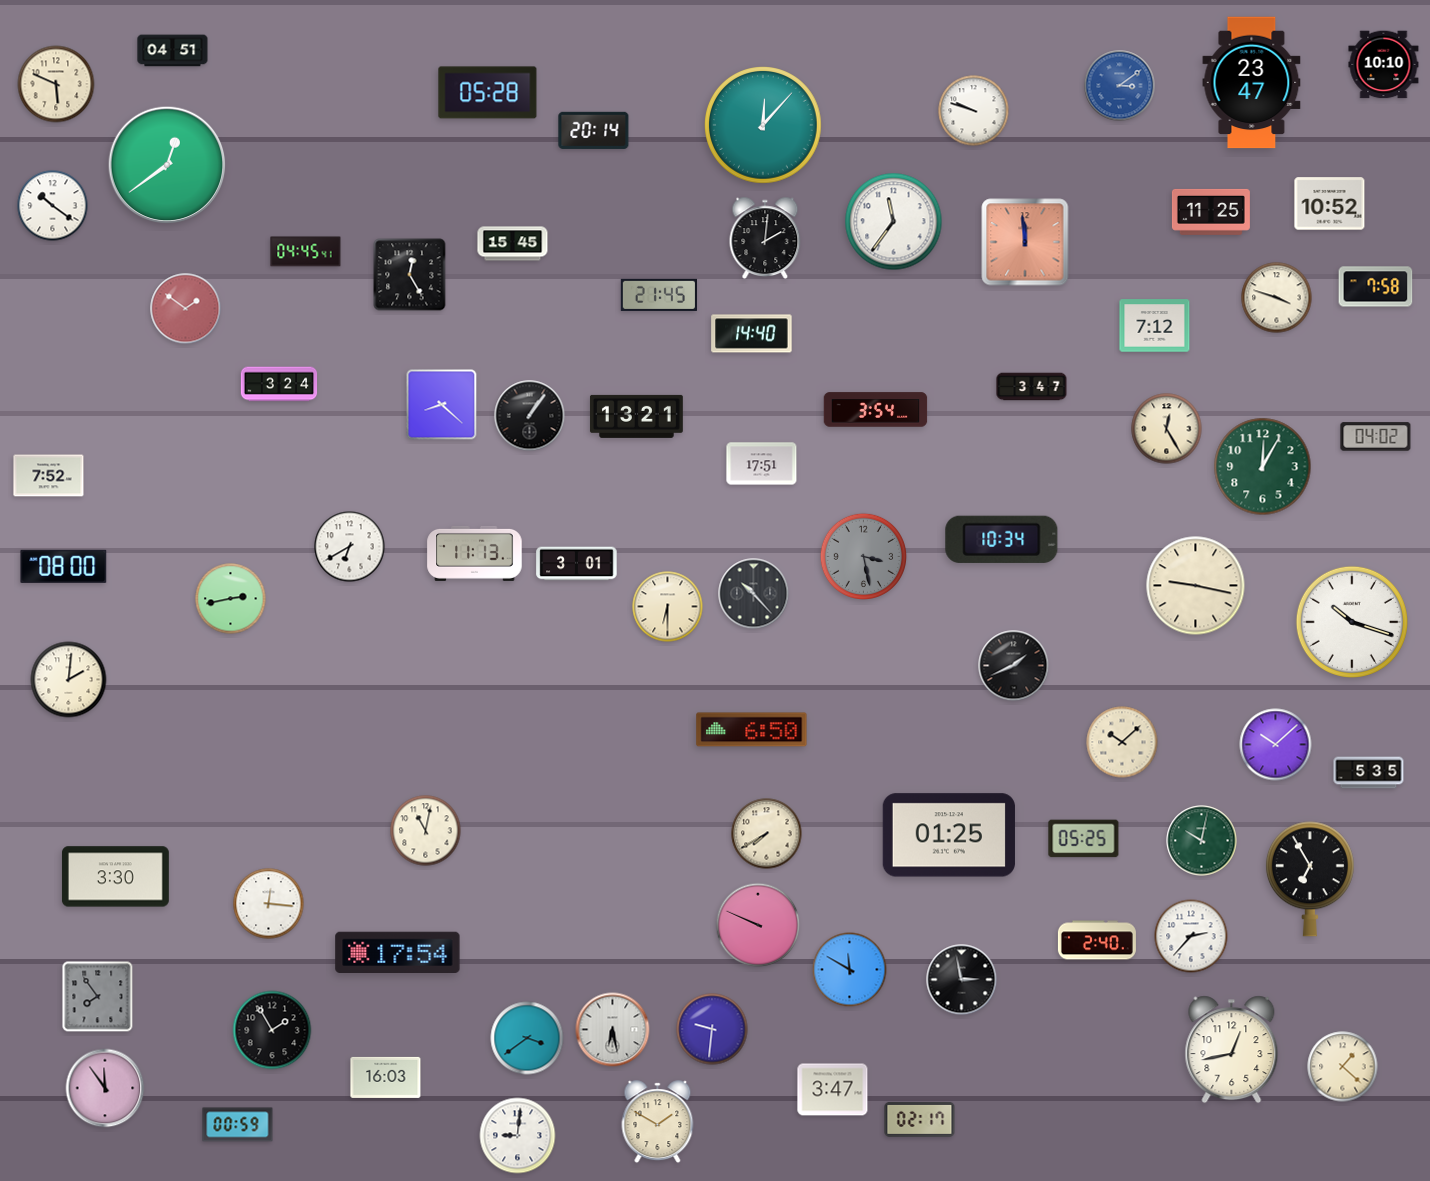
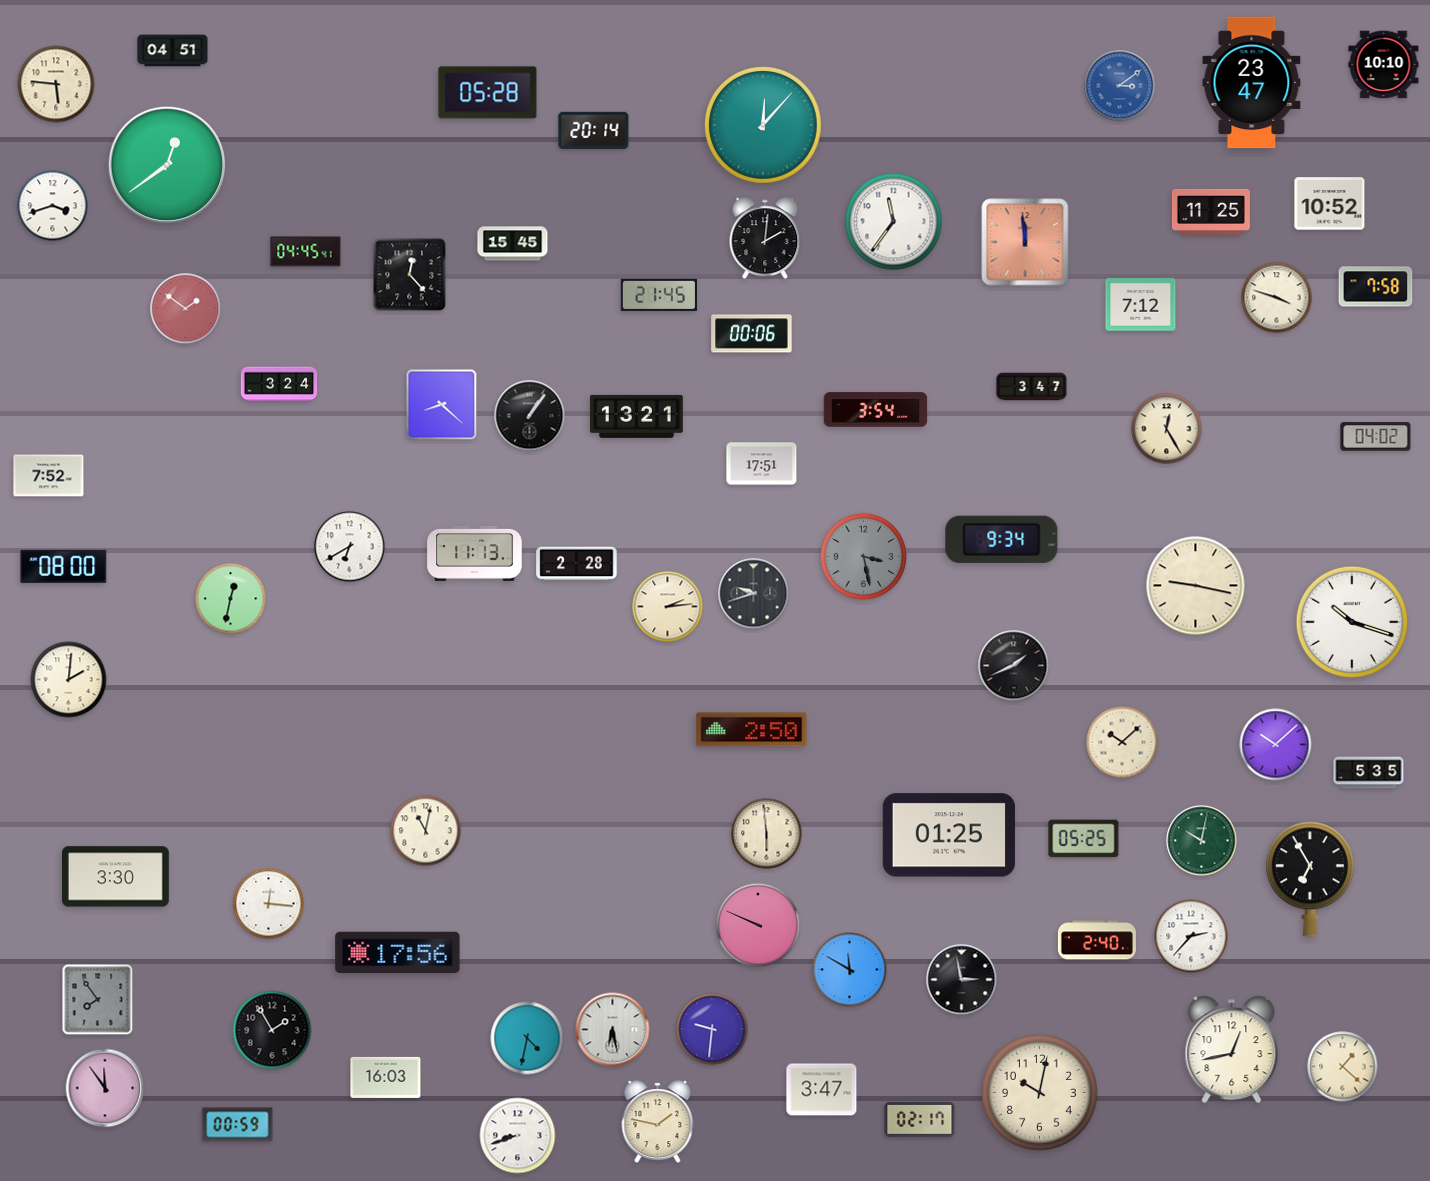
clock at (56, 84): 5:49 -> 5:46
clock at (974, 111): 9:48 -> none
clock at (53, 206): 10:21 -> 3:42
clock at (410, 275): 12:25 -> 12:23
clock at (1155, 326) position: (1155, 326) -> (1141, 305)
clock at (752, 334): 14:40 -> 00:06
clock at (1263, 467): 12:05 -> none
clock at (1002, 539): 10:34 -> 9:34
clock at (577, 564): 3:01 -> 2:28
clock at (754, 594): 10:23 -> 9:42
clock at (231, 599): 2:43 -> 12:32
clock at (668, 607): 6:30 -> 2:14
clock at (752, 730): 6:50 -> 2:50
clock at (767, 834): 7:40 -> 5:59
clock at (398, 953): 17:54 -> 17:56
clock at (98, 997) position: (98, 997) -> (98, 1000)
clock at (527, 1038): 3:39 -> 4:32
clock at (833, 1090) position: (833, 1090) -> (822, 1090)
clock at (1039, 1092): none -> 10:02
clock at (658, 1122): 1:50 -> 1:47
clock at (518, 1136): 9:01 -> 8:42
